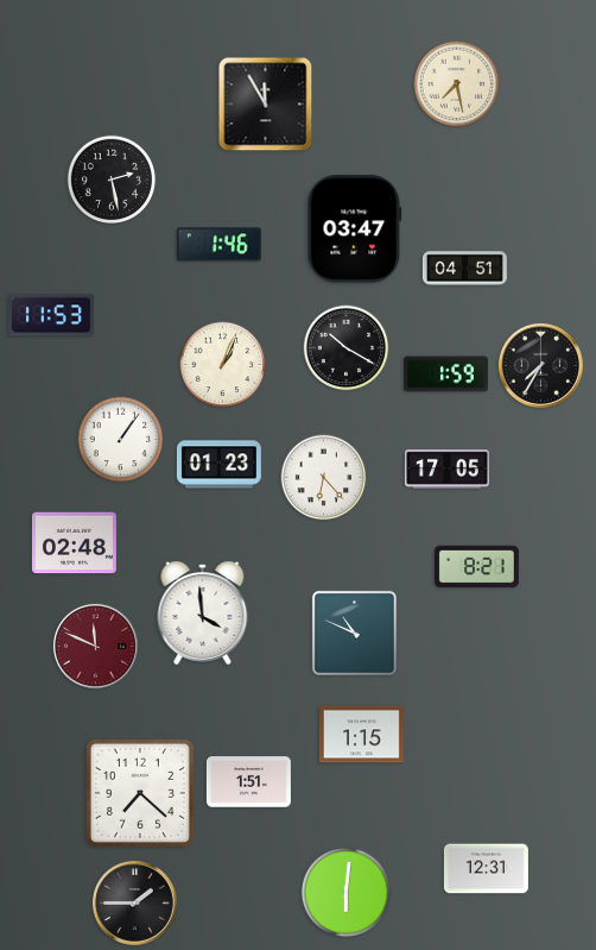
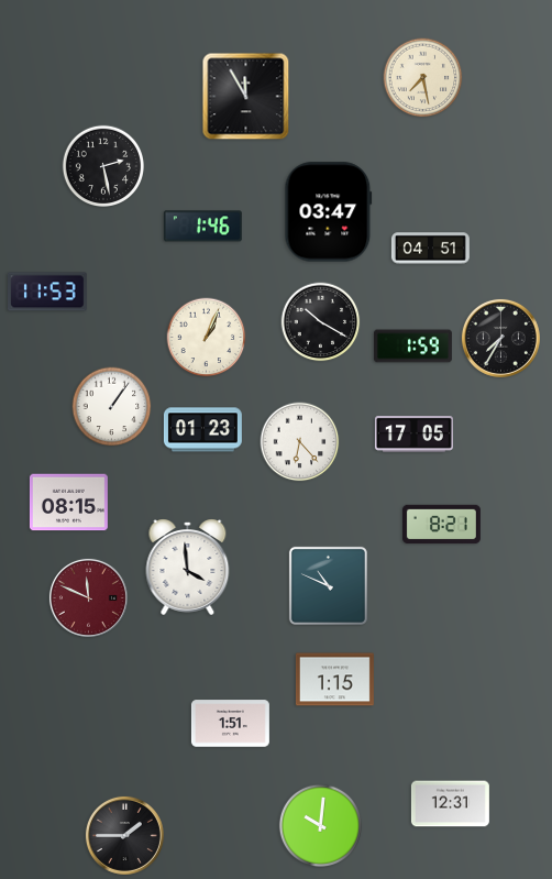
clock at (74, 543): 02:48 -> 08:15
clock at (140, 793): 7:22 -> none
clock at (345, 892): 6:01 -> 10:01
